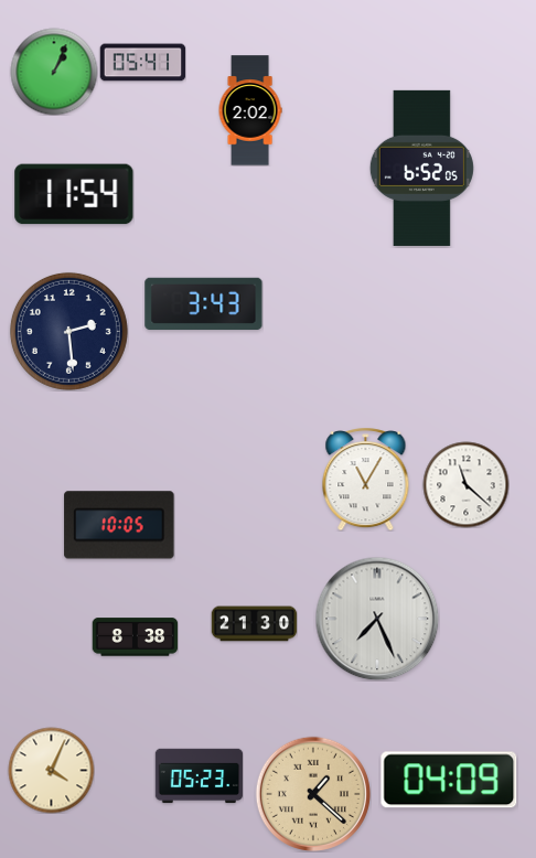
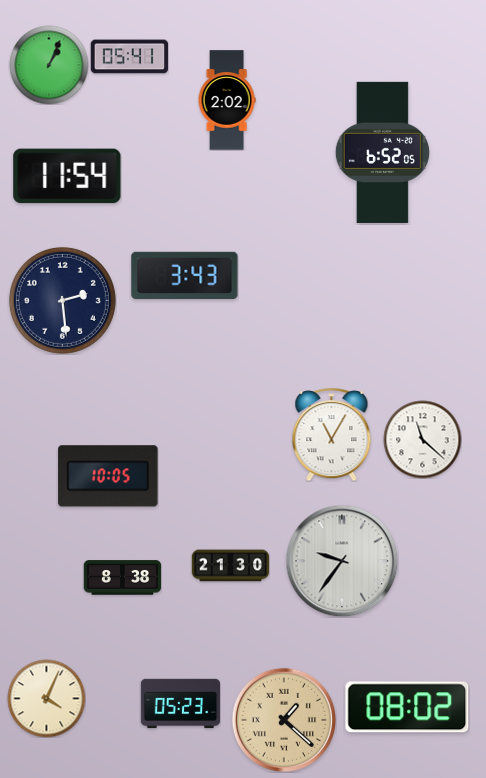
clock at (377, 619): 7:26 -> 9:36
clock at (449, 780): 04:09 -> 08:02
